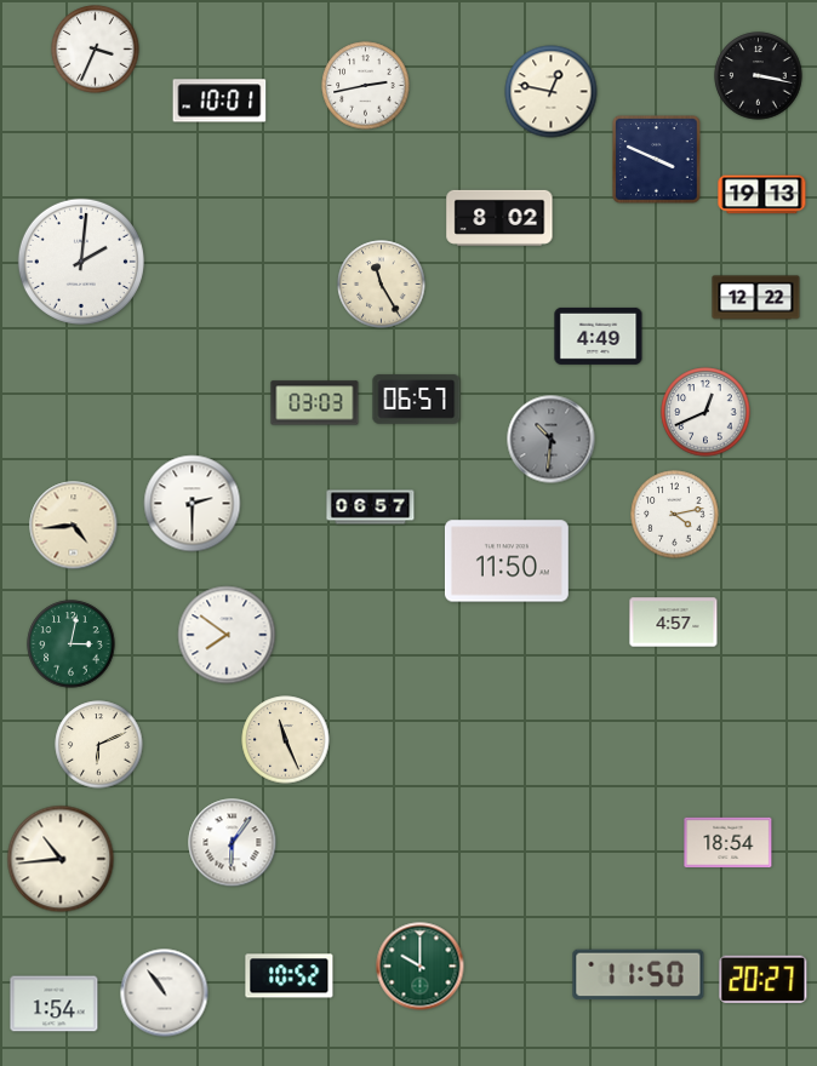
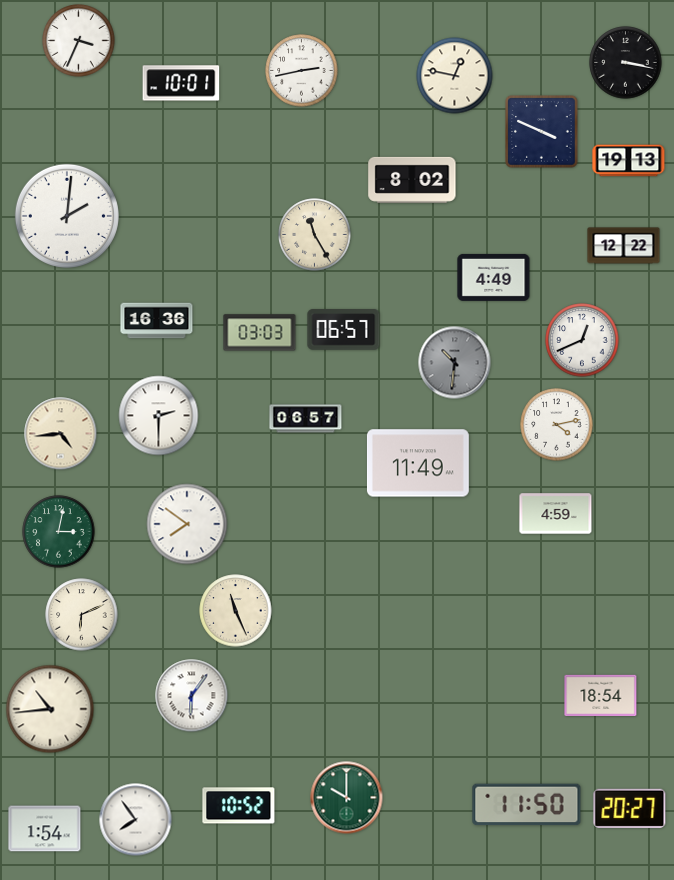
clock at (157, 321): none -> 16:36
clock at (507, 561): 11:50 -> 11:49
clock at (674, 623): 4:57 -> 4:59
clock at (165, 993): 10:54 -> 7:54
